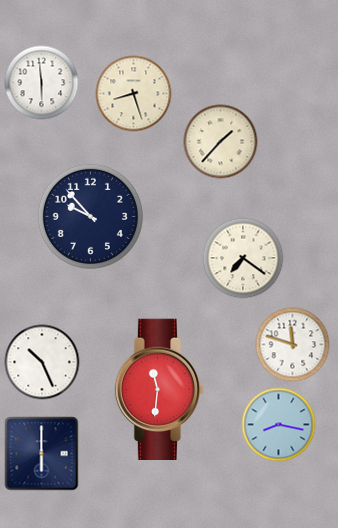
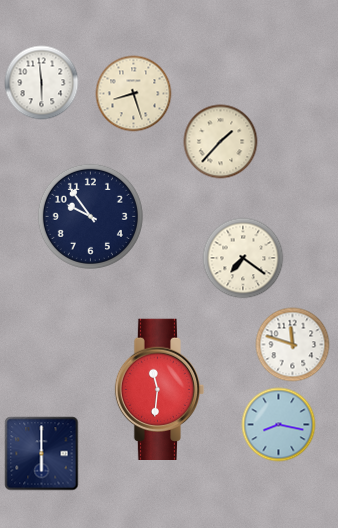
clock at (90, 216): 9:53 -> 9:54
clock at (42, 362): 10:26 -> none
